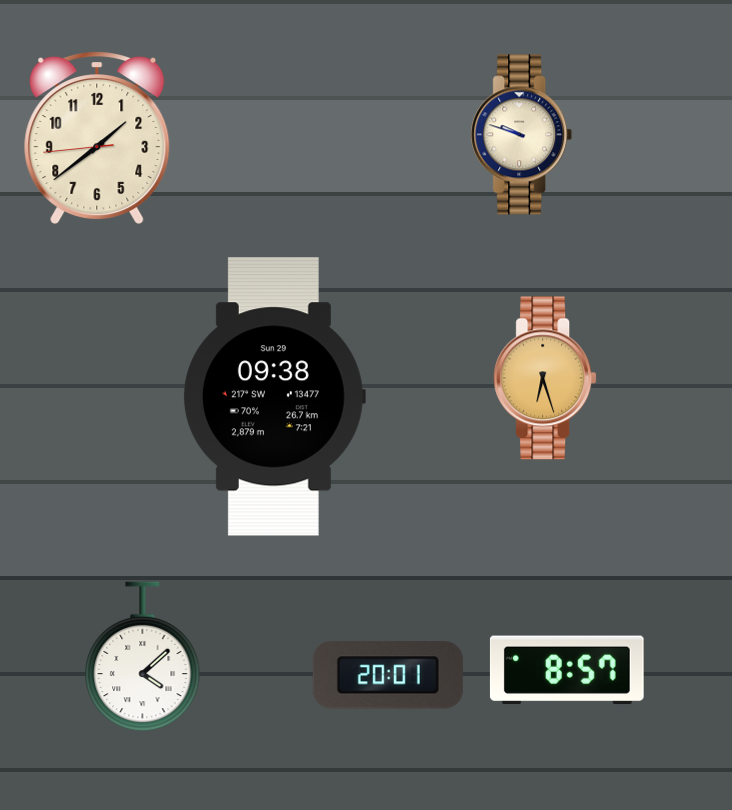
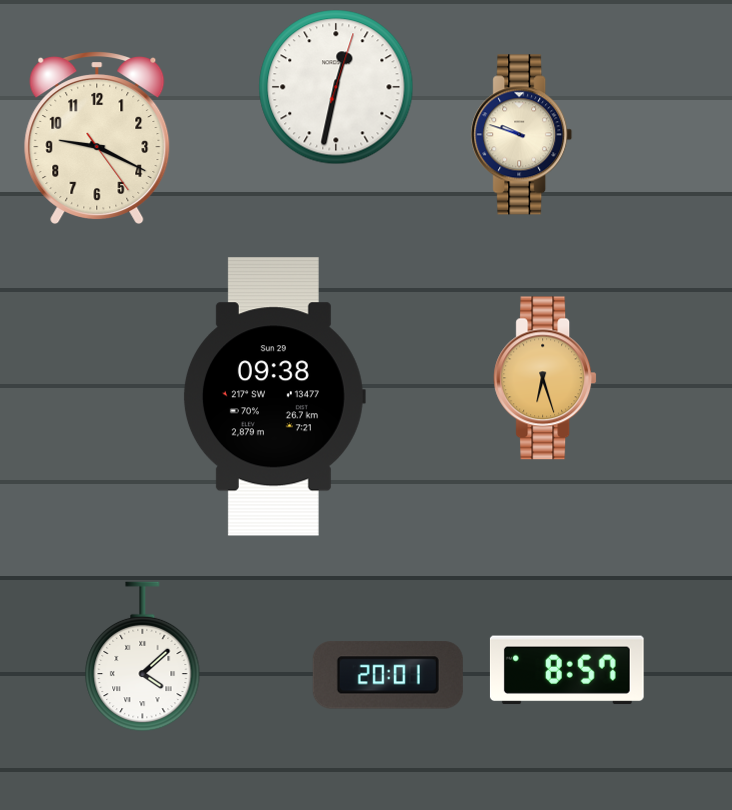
clock at (336, 87): none -> 12:32
clock at (97, 137): 1:38 -> 9:19
